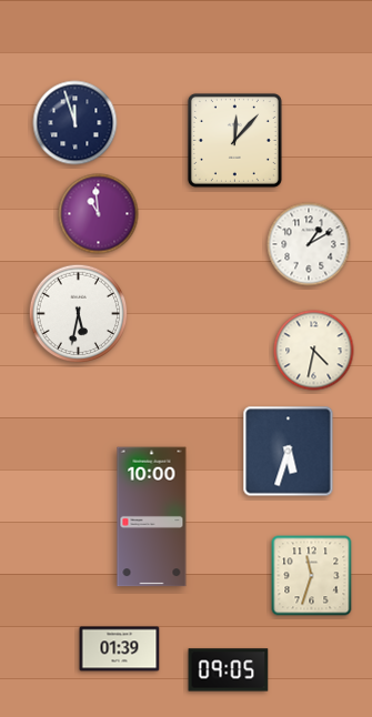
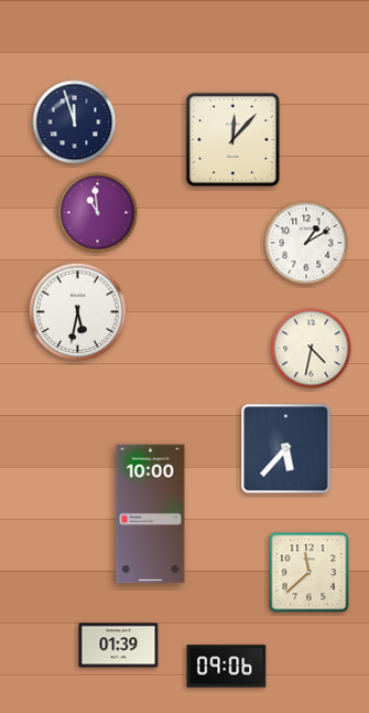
clock at (289, 452): 5:33 -> 5:37
clock at (312, 576): 11:33 -> 11:38
clock at (229, 670): 09:05 -> 09:06
